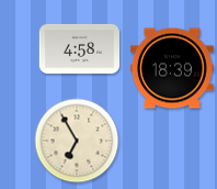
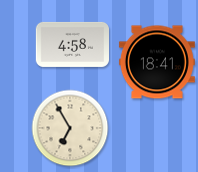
clock at (172, 68): 18:39 -> 18:41
